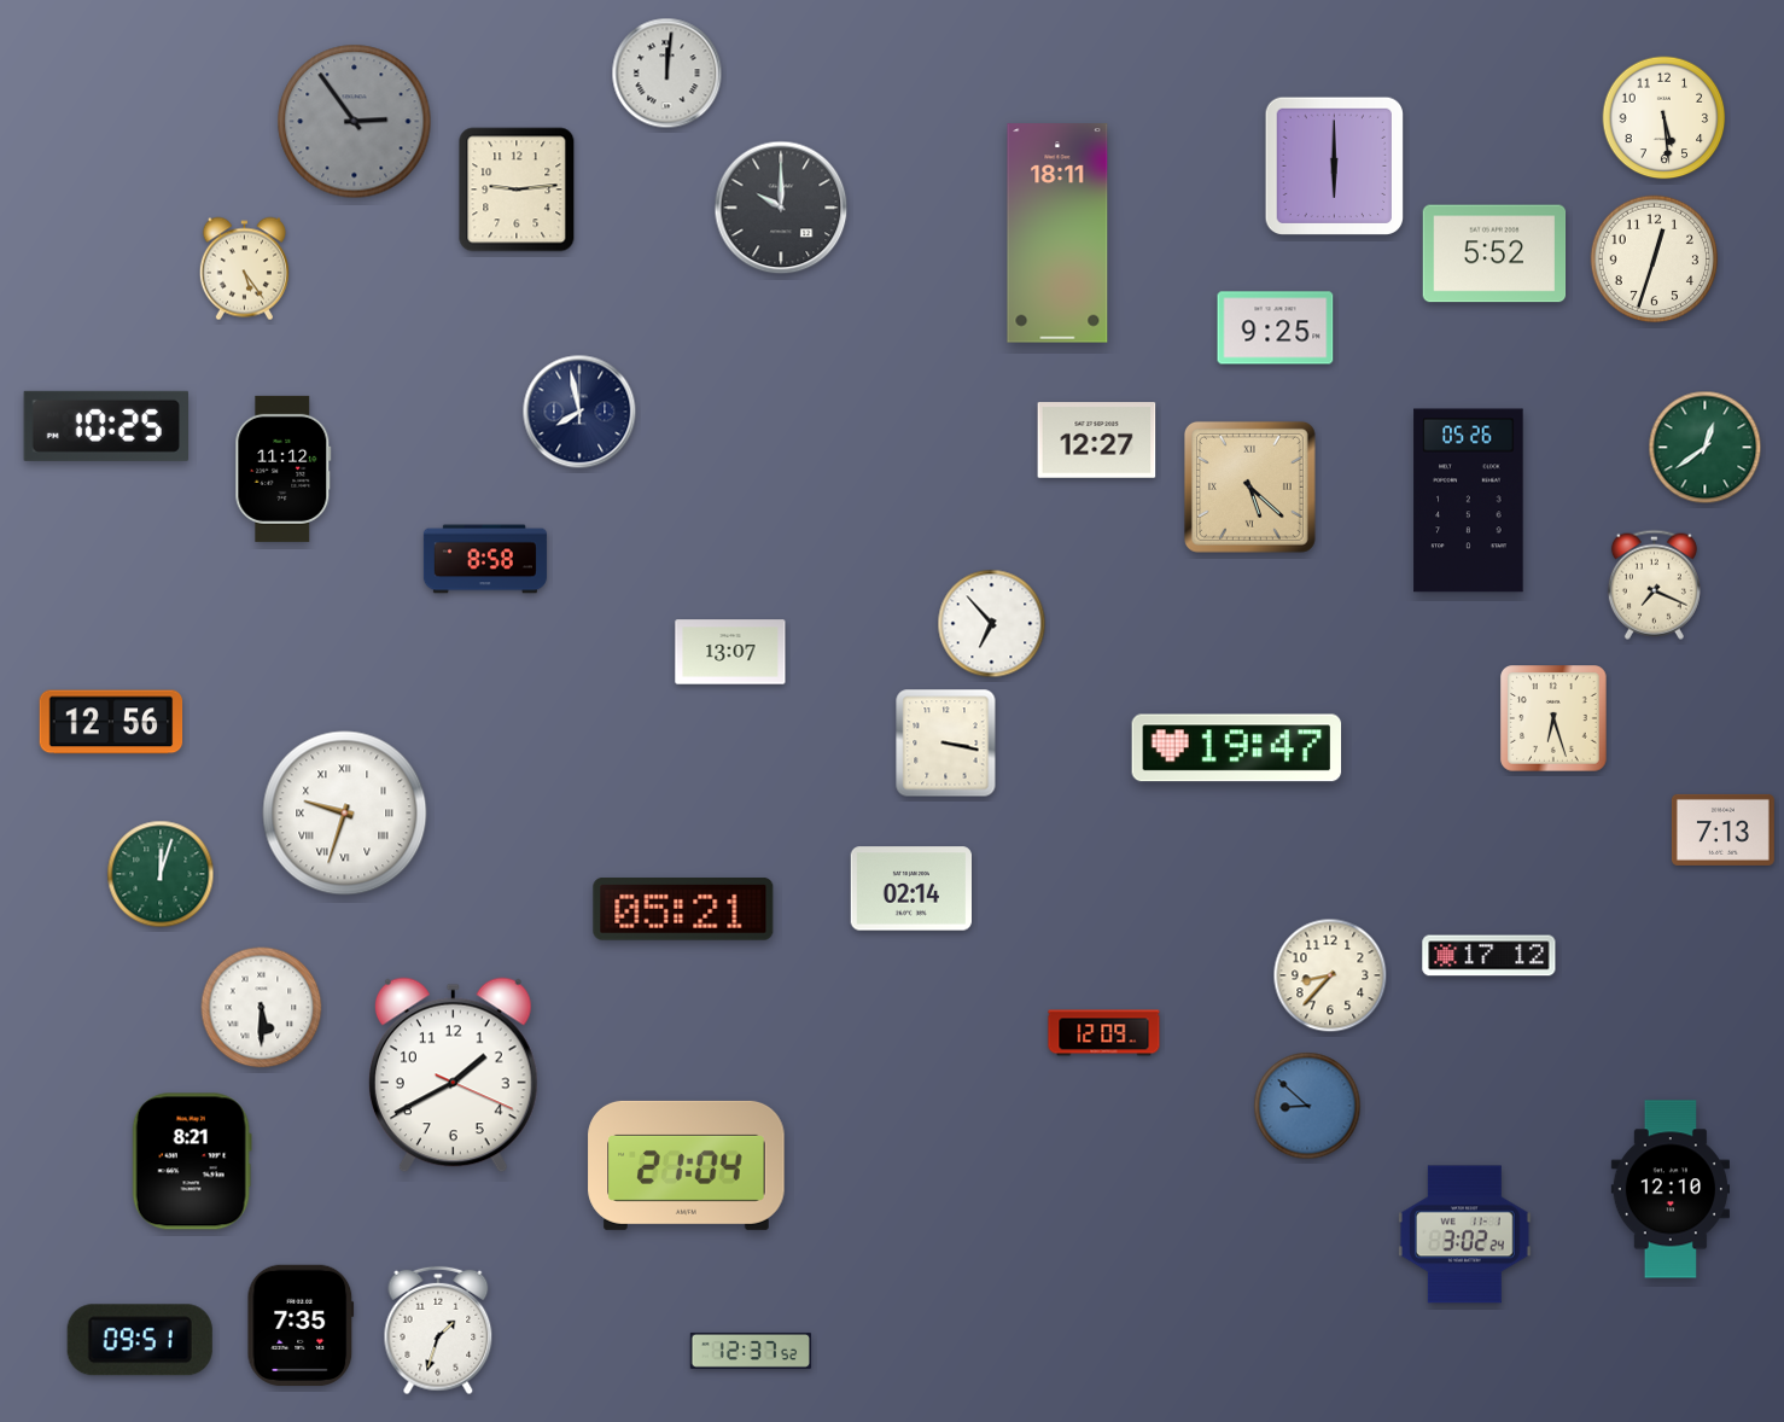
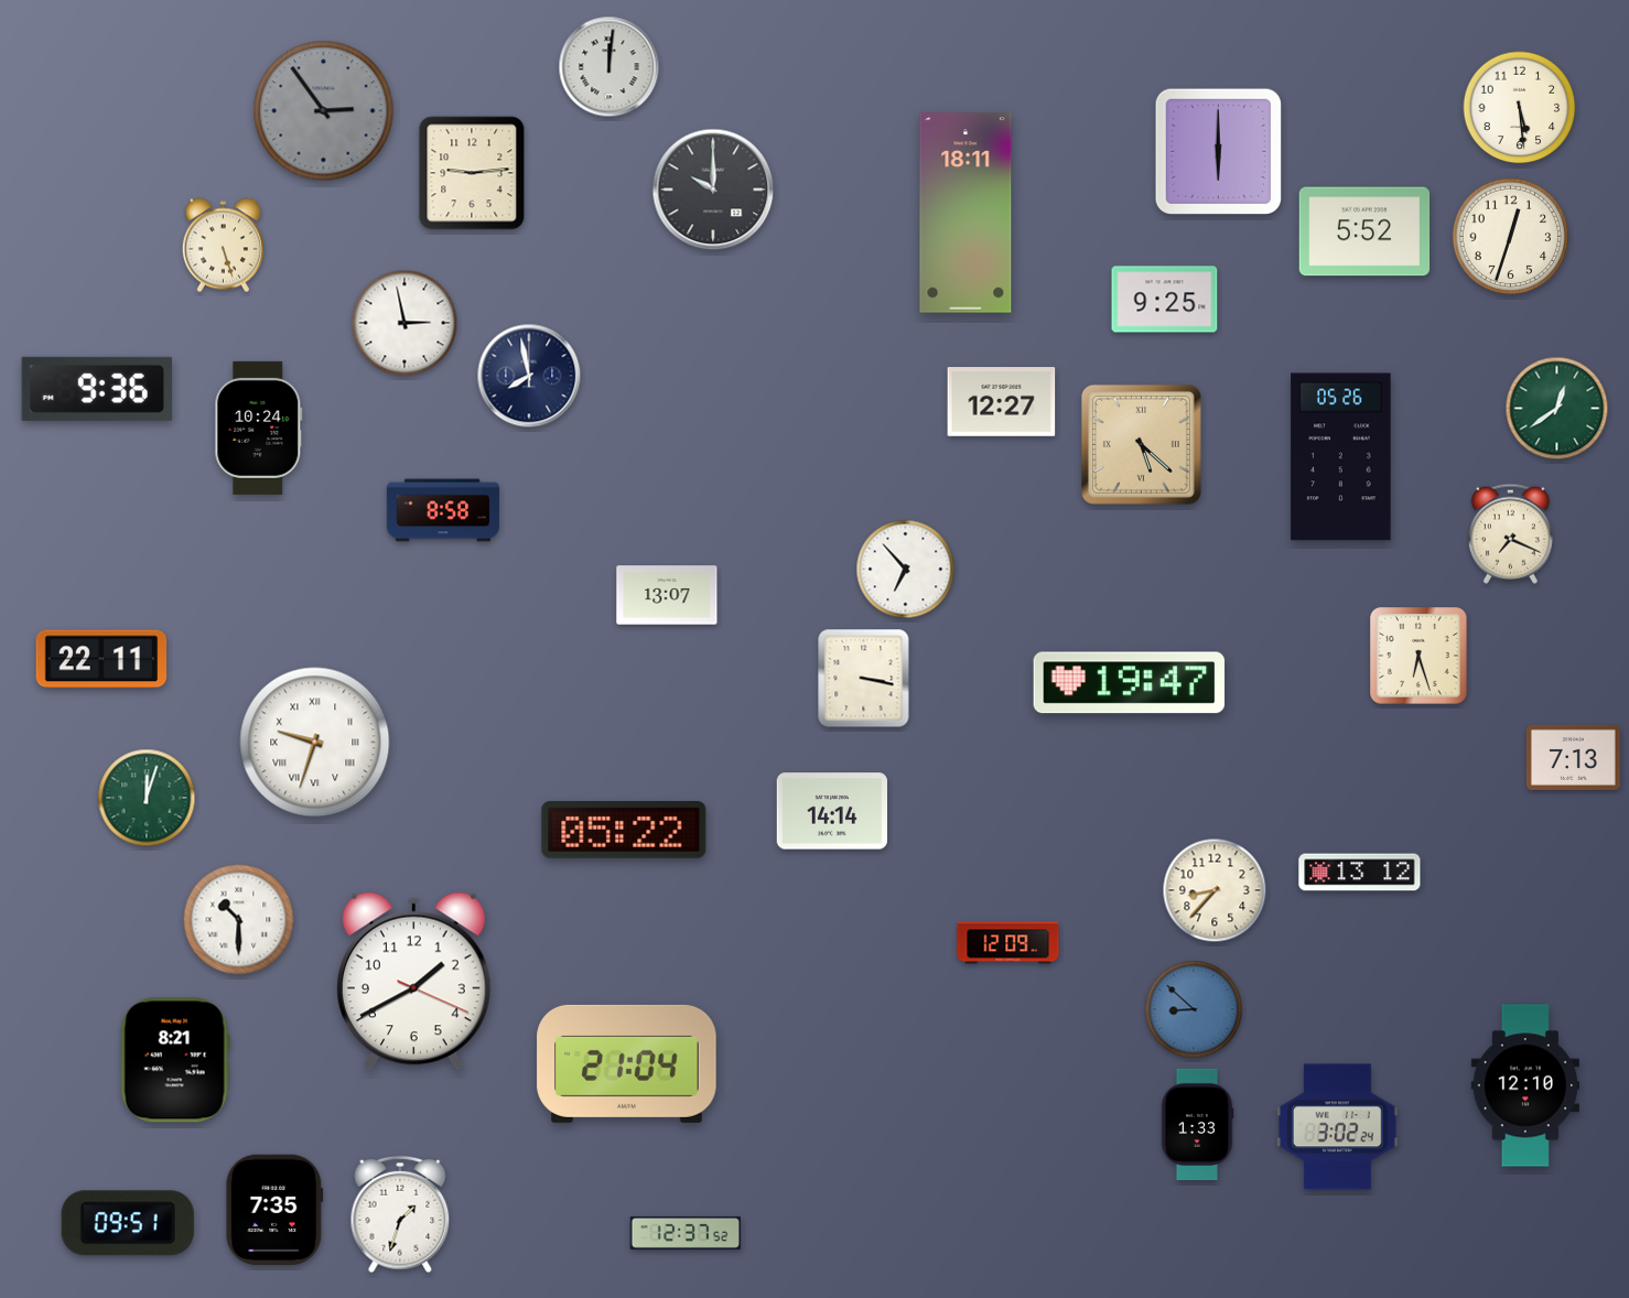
clock at (244, 269): 5:24 -> 5:27
clock at (404, 323): none -> 2:58
clock at (105, 426): 10:25 -> 9:36
clock at (284, 468): 11:12 -> 10:24
clock at (111, 722): 12:56 -> 22:11
clock at (910, 888): 02:14 -> 14:14
clock at (683, 909): 05:21 -> 05:22
clock at (1489, 956): 17:12 -> 13:12
clock at (262, 1008): 5:30 -> 10:30
clock at (1197, 1124): none -> 1:33
